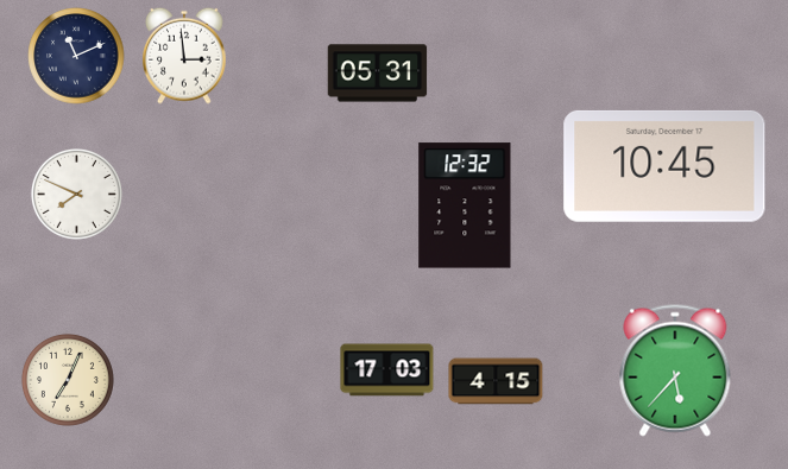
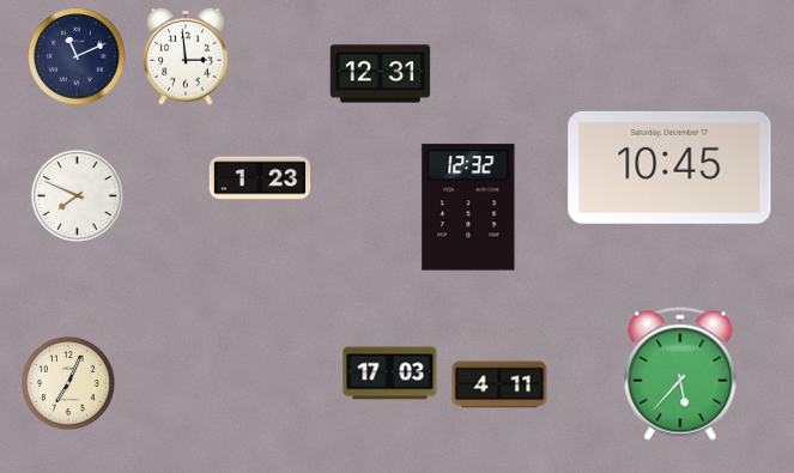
clock at (378, 74): 05:31 -> 12:31
clock at (260, 178): none -> 1:23
clock at (496, 381): 4:15 -> 4:11
